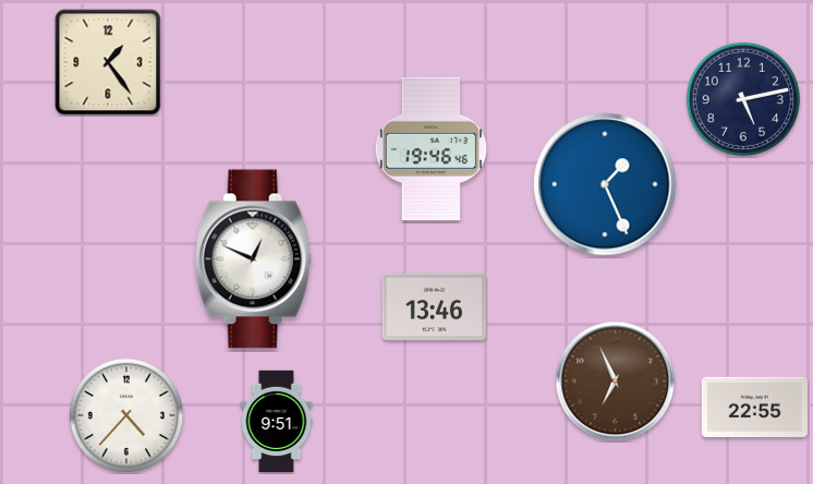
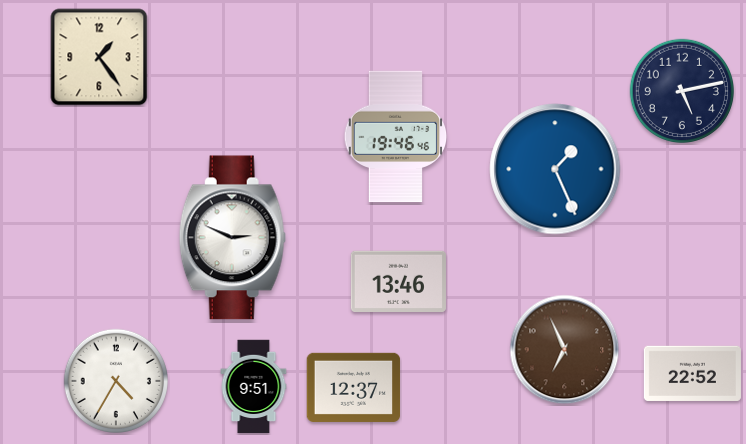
clock at (253, 259): 12:49 -> 2:49
clock at (754, 407): 22:55 -> 22:52
clock at (125, 414): 4:37 -> 4:35
clock at (354, 387): none -> 12:37
